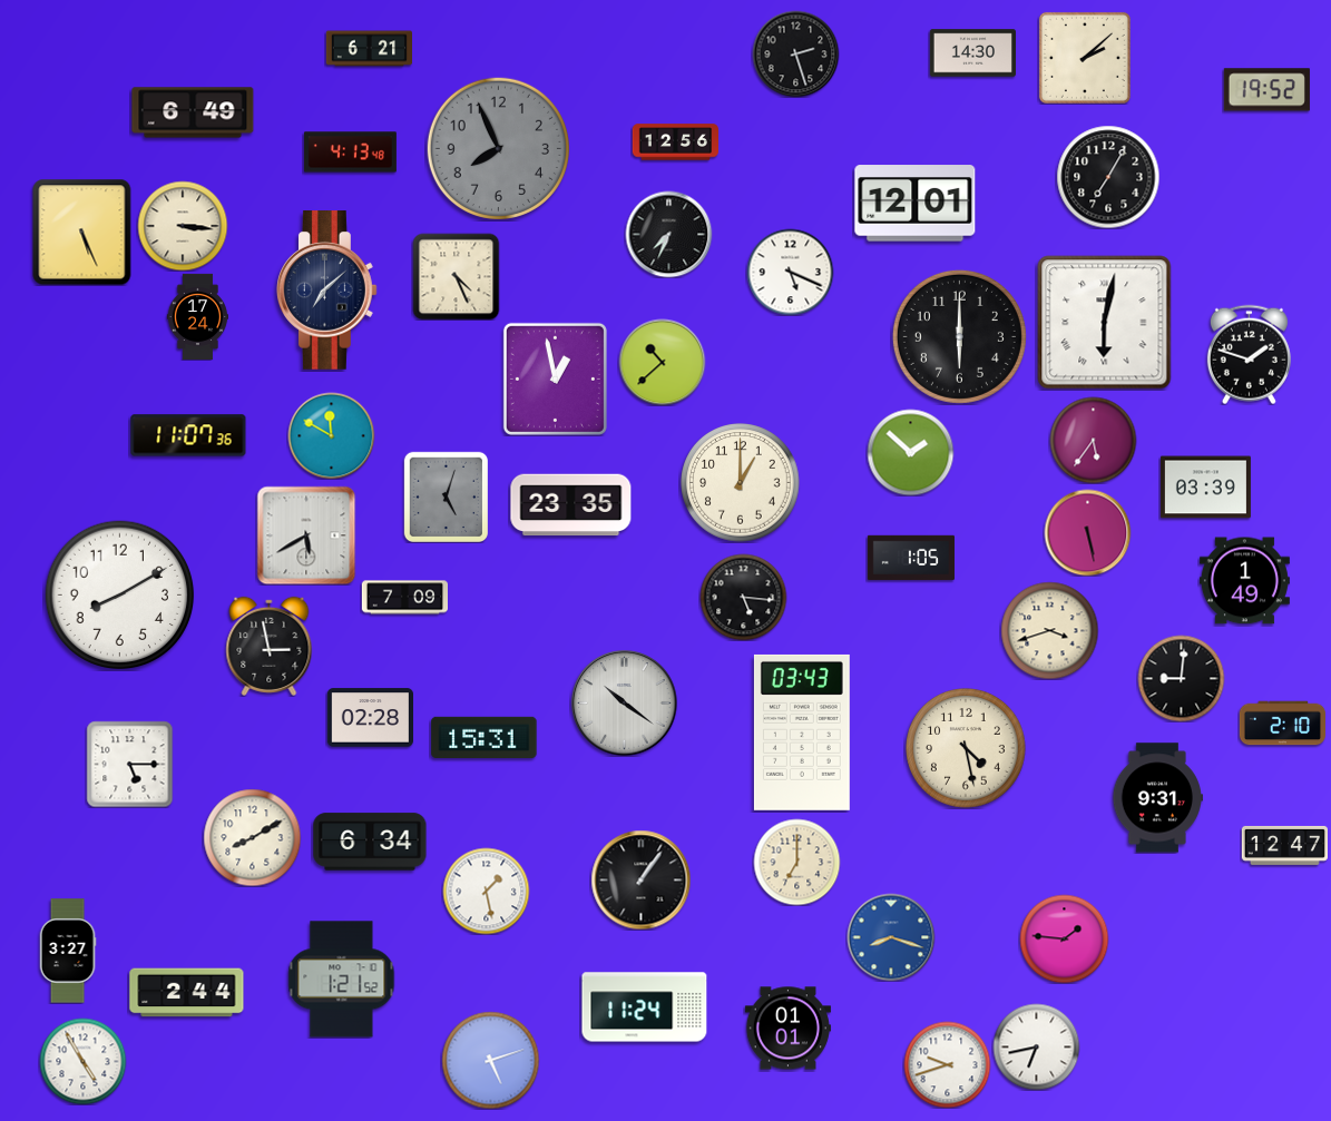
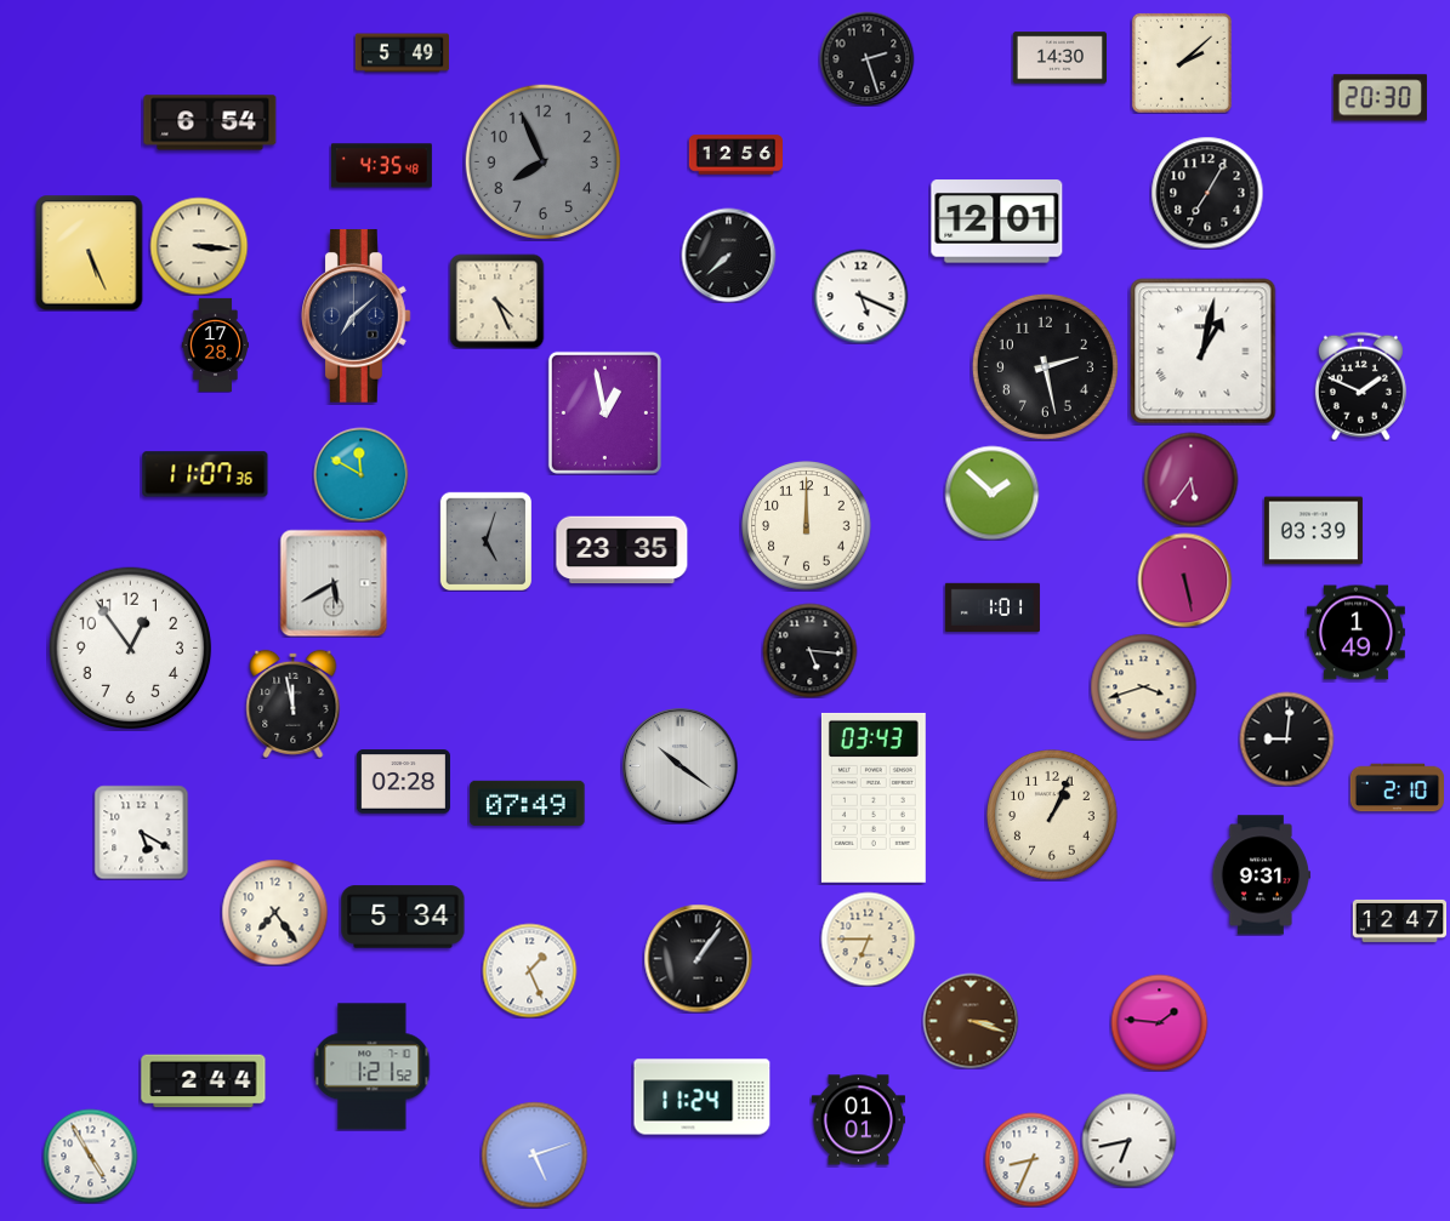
clock at (369, 49): 6:21 -> 5:49
clock at (1266, 90): 19:52 -> 20:30
clock at (193, 112): 6:49 -> 6:54
clock at (350, 153): 4:13 -> 4:35
clock at (668, 234): 7:34 -> 7:38
clock at (197, 316): 17:24 -> 17:28
clock at (1105, 323): 6:02 -> 1:02
clock at (959, 336): 6:00 -> 2:28
clock at (1249, 354): 1:48 -> 1:49
clock at (662, 362): 10:38 -> none
clock at (741, 483): 1:00 -> 12:00
clock at (911, 558): 1:05 -> 1:01
clock at (120, 596): 8:10 -> 12:54
clock at (404, 598): 7:09 -> none
clock at (270, 646): 2:58 -> 11:58
clock at (485, 737): 15:31 -> 07:49
clock at (966, 748): 4:28 -> 1:04
clock at (129, 764): 5:15 -> 5:20
clock at (1157, 798) position: (1157, 798) -> (1261, 875)
clock at (252, 837): 8:10 -> 7:24
clock at (370, 842): 6:34 -> 5:34
clock at (796, 862): 7:00 -> 6:45
clock at (486, 891): 1:28 -> 1:26
clock at (891, 937): 8:18 -> 3:18
clock at (891, 937) dial: blue -> brown
clock at (68, 951): 3:27 -> none
clock at (947, 1064): 9:42 -> 8:34
